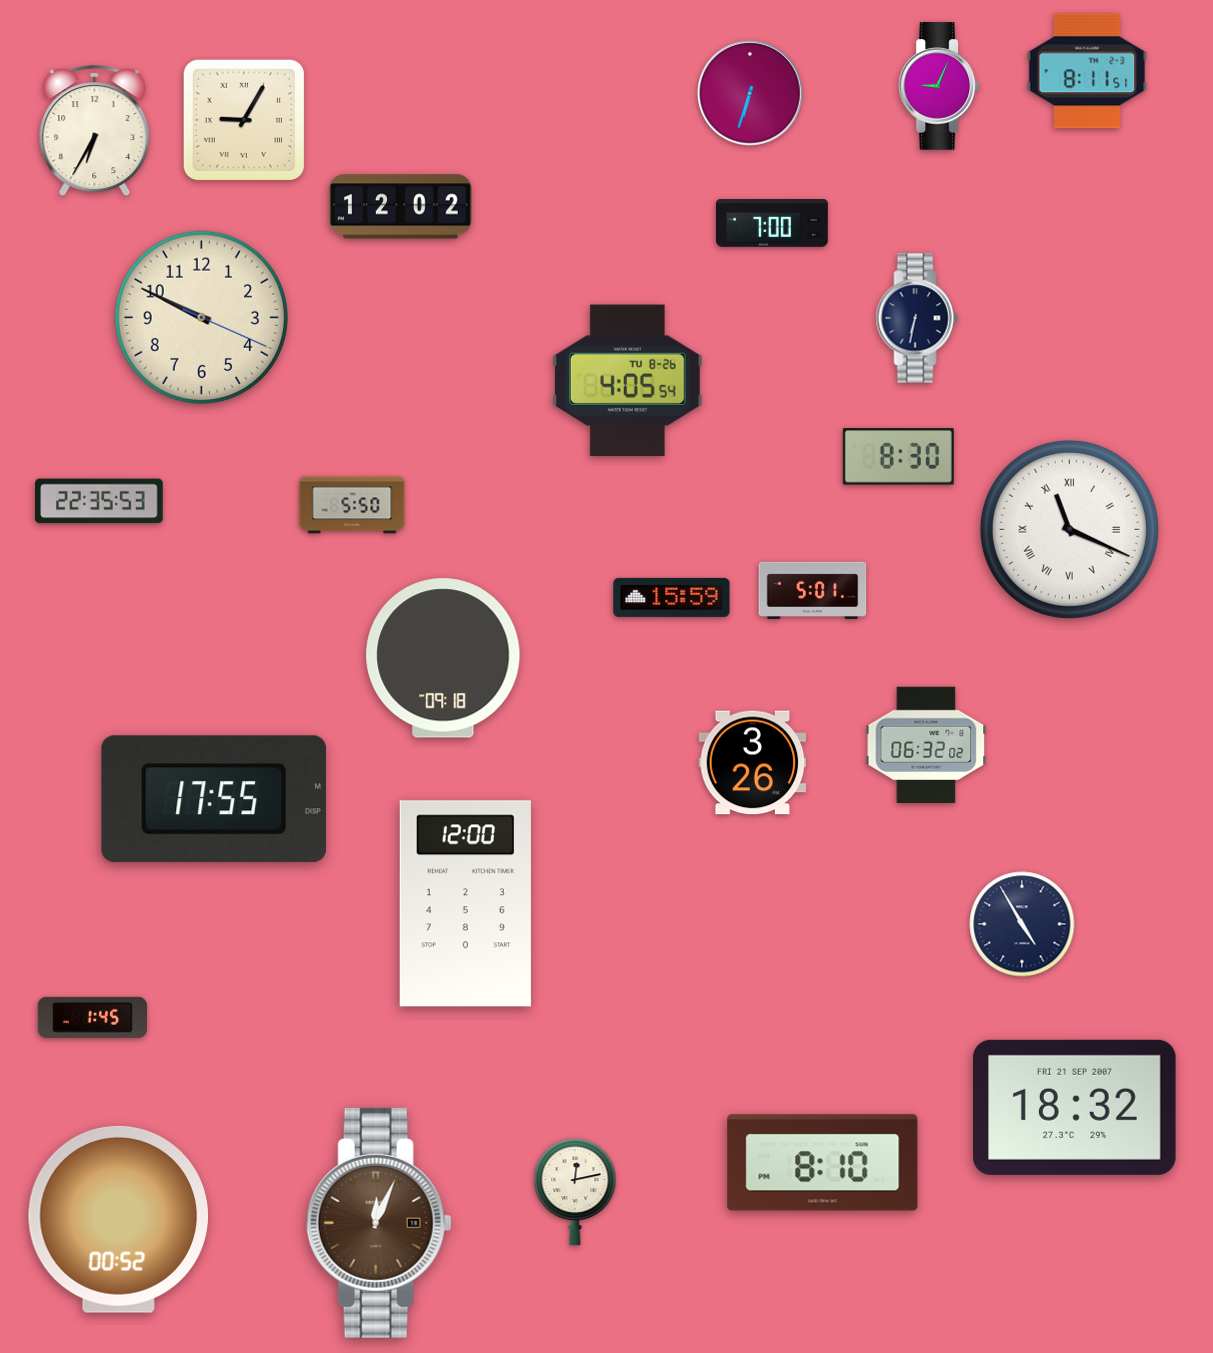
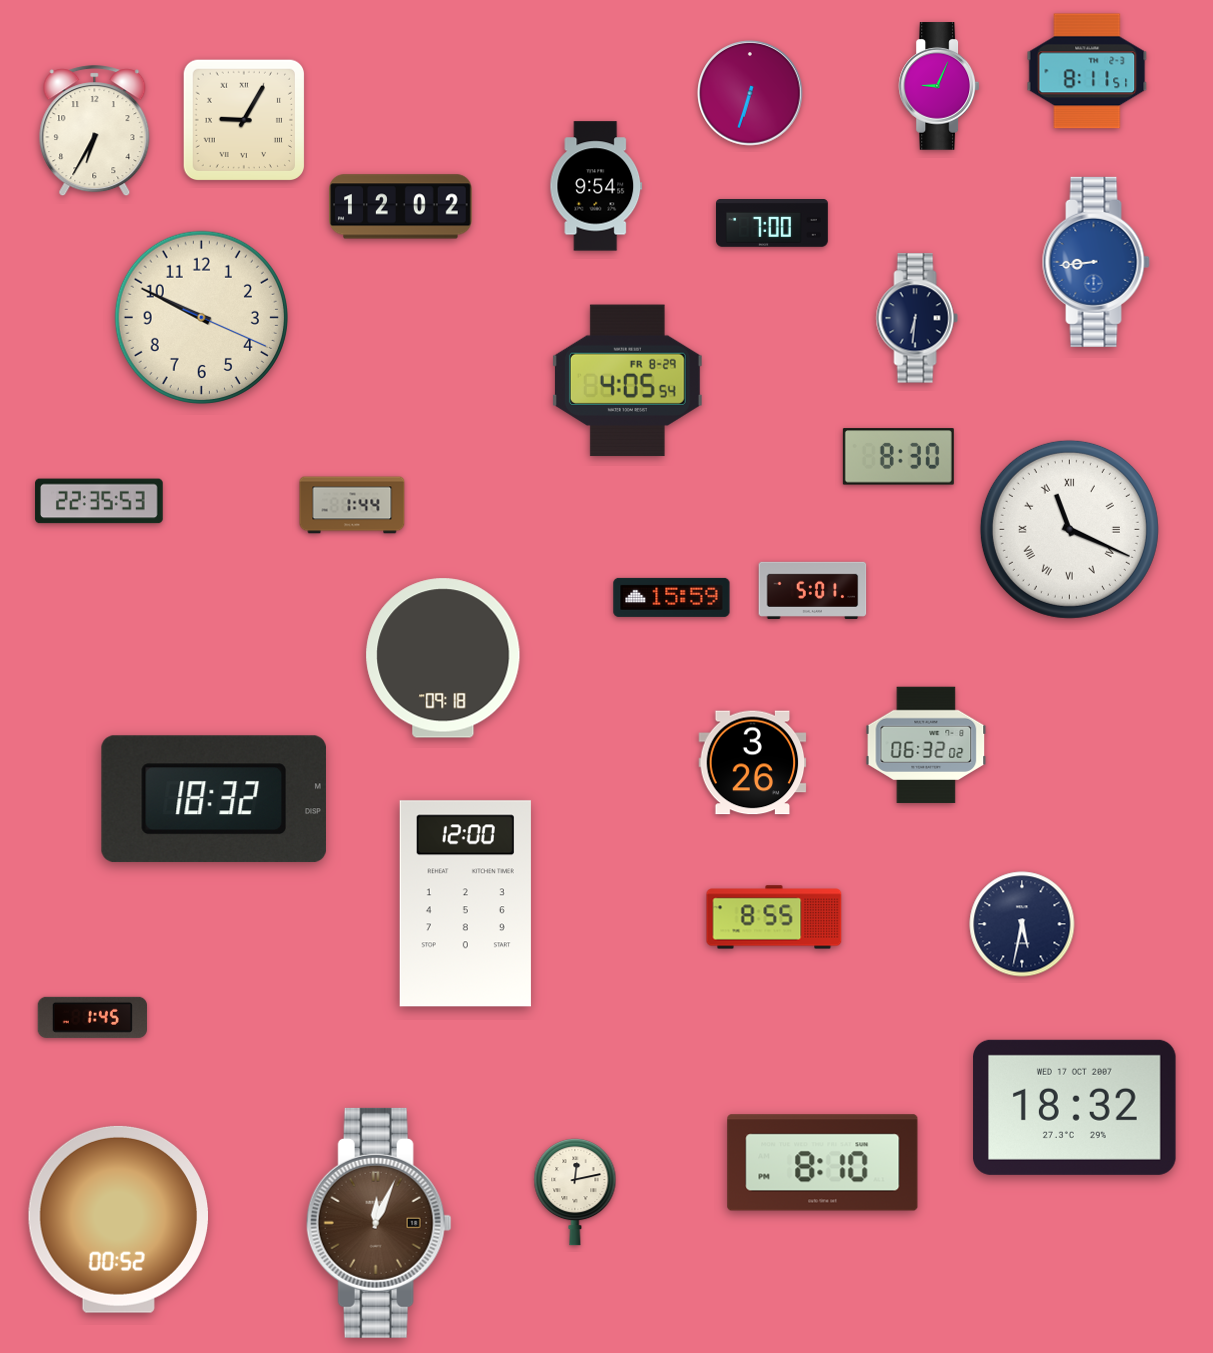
clock at (596, 186): none -> 9:54
clock at (1096, 262): none -> 8:44
clock at (917, 318): 6:32 -> 6:31
clock at (627, 381) date: TU 8-26 -> FR 8-29
clock at (352, 505): 5:50 -> 1:44
clock at (214, 799): 17:55 -> 18:32
clock at (774, 917): none -> 8:55
clock at (1022, 924): 4:55 -> 5:32
clock at (1075, 1107) date: FRI 21 SEP 2007 -> WED 17 OCT 2007
